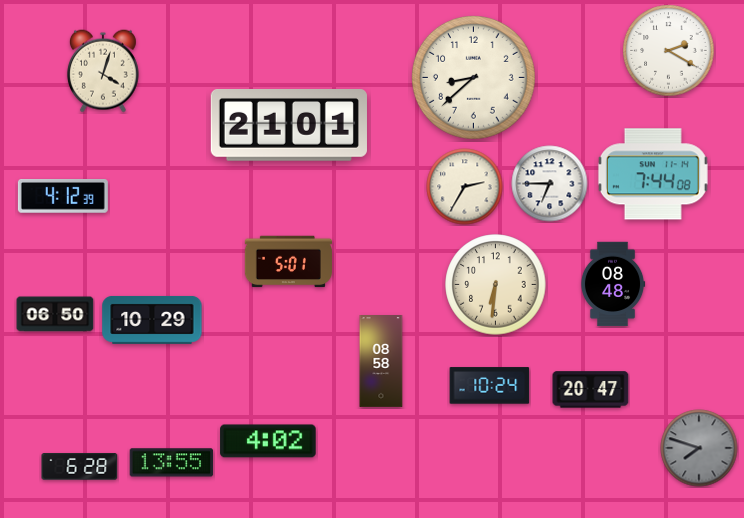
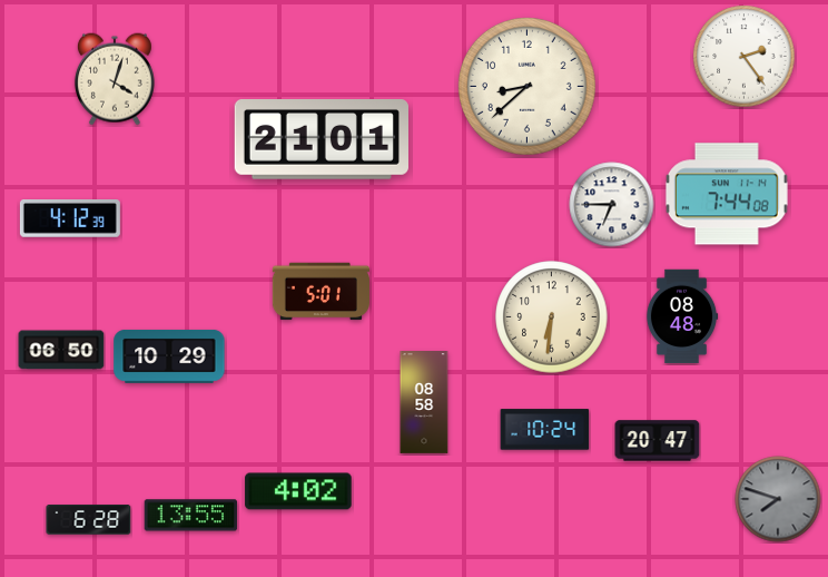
clock at (669, 51): 2:20 -> 2:24
clock at (465, 187): 2:35 -> none
clock at (591, 390) position: (591, 390) -> (658, 441)
